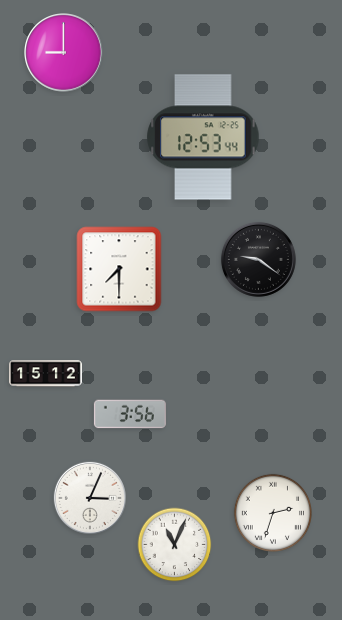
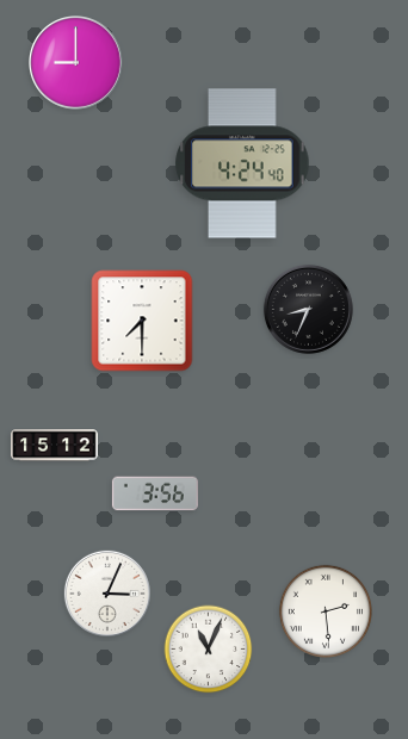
clock at (203, 137): 12:53 -> 4:24
clock at (258, 259): 9:21 -> 8:34
clock at (273, 513): 2:33 -> 2:29
